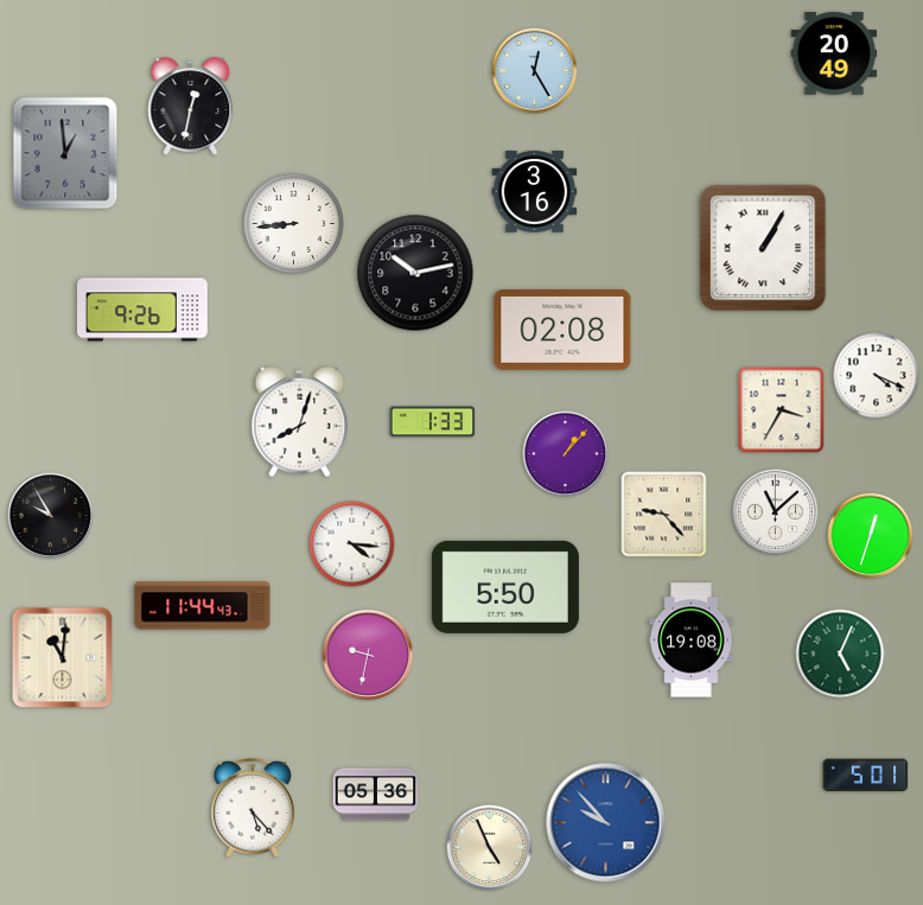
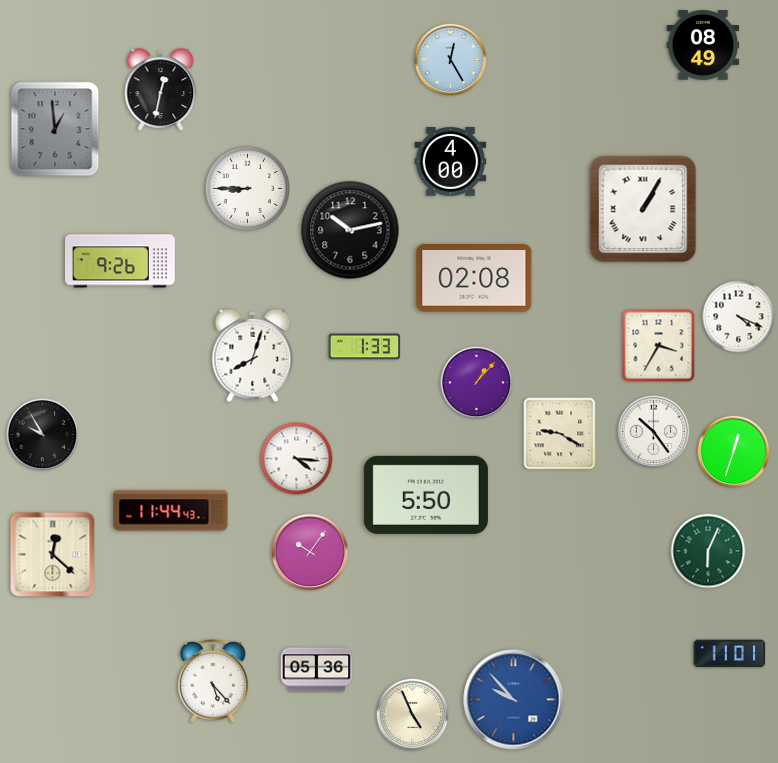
clock at (834, 53): 20:49 -> 08:49
clock at (535, 192): 3:16 -> 4:00
clock at (293, 223): 8:44 -> 8:45
clock at (433, 422) position: (433, 422) -> (365, 347)
clock at (776, 512): 11:08 -> 10:24
clock at (664, 515): 9:23 -> 9:20
clock at (692, 640): 19:08 -> none
clock at (840, 654): 5:04 -> 6:04
clock at (368, 655): 9:32 -> 10:06
clock at (63, 658): 11:01 -> 12:22
clock at (866, 776): 5:01 -> 11:01
clock at (606, 823) position: (606, 823) -> (514, 700)
